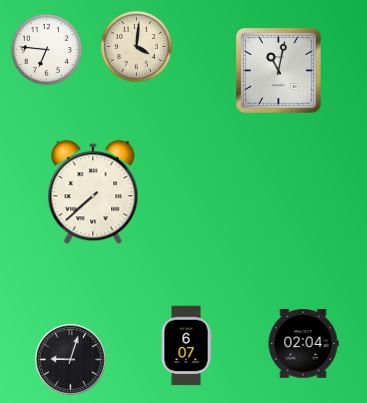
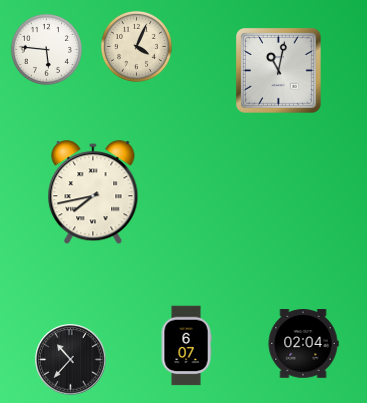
clock at (136, 46): 4:01 -> 4:04
clock at (46, 49): 6:46 -> 5:46
clock at (93, 193): 7:38 -> 7:43
clock at (71, 360): 9:03 -> 10:37
